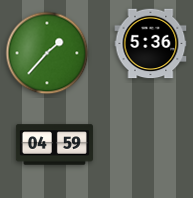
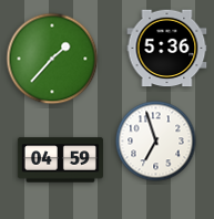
clock at (156, 142): none -> 6:57
